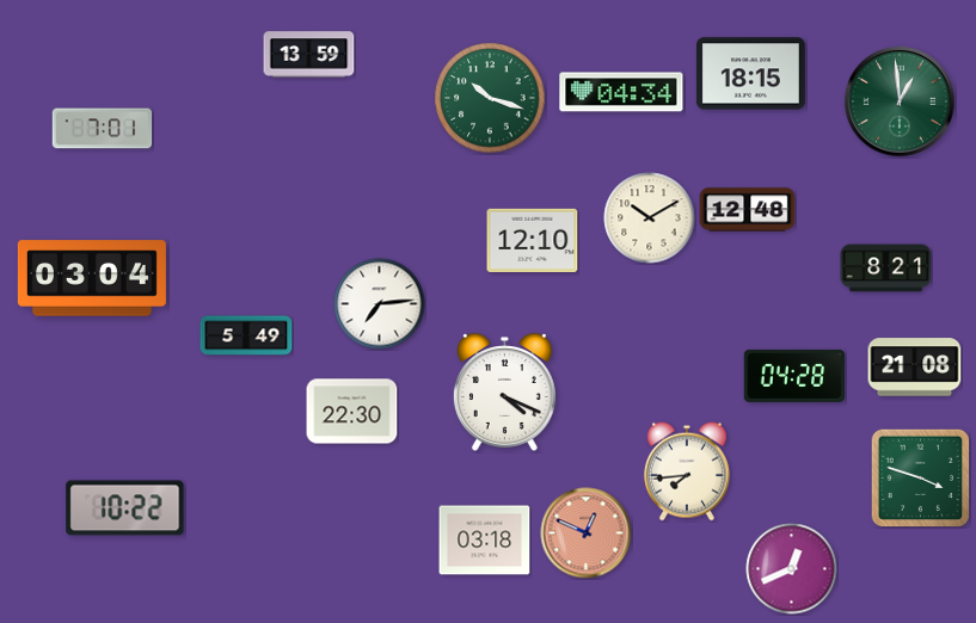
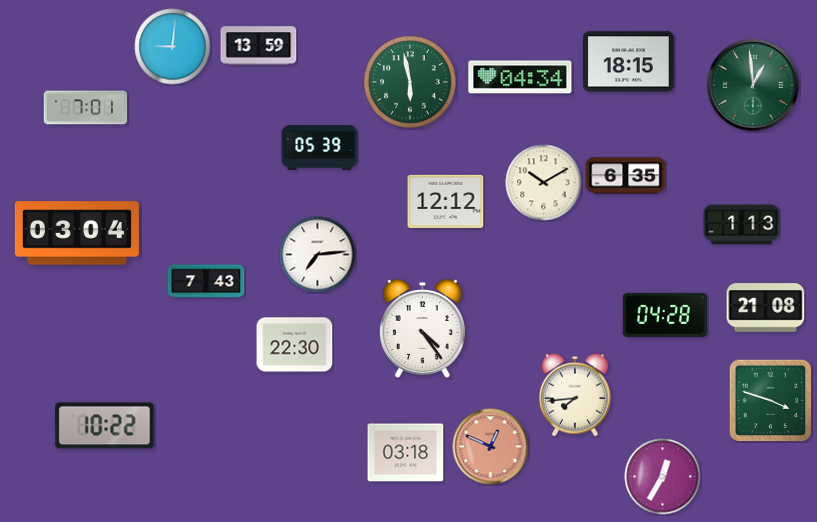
clock at (173, 47): none -> 9:01
clock at (490, 98): 10:18 -> 5:58
clock at (320, 148): none -> 05:39
clock at (748, 210): 12:48 -> 6:35
clock at (533, 240): 12:10 -> 12:12
clock at (886, 269): 8:21 -> 1:13
clock at (246, 335): 5:49 -> 7:43
clock at (504, 393): 4:19 -> 4:24
clock at (792, 569): 12:41 -> 12:35
